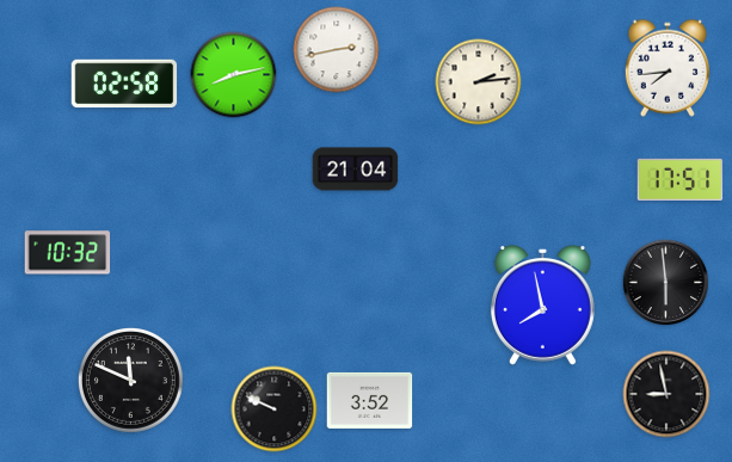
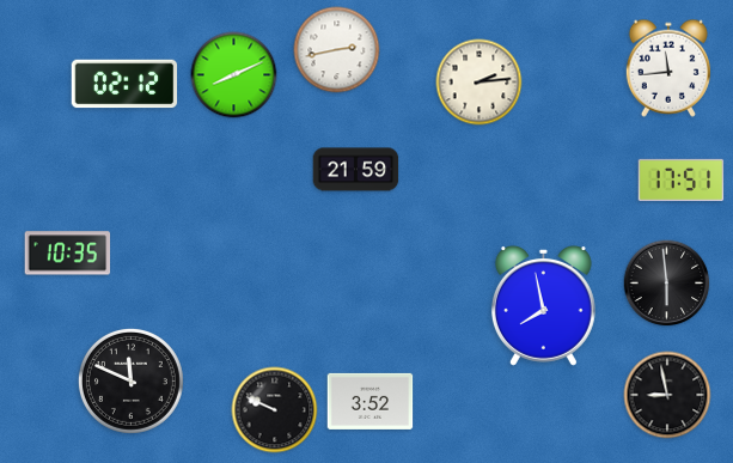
clock at (666, 68): 7:44 -> 11:44
clock at (234, 75): 8:13 -> 8:11
clock at (124, 84): 02:58 -> 02:12
clock at (356, 170): 21:04 -> 21:59
clock at (68, 253): 10:32 -> 10:35
